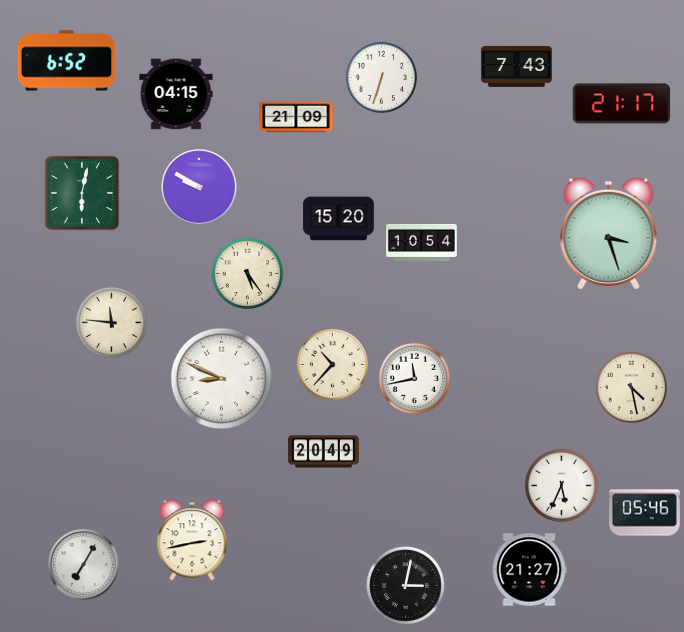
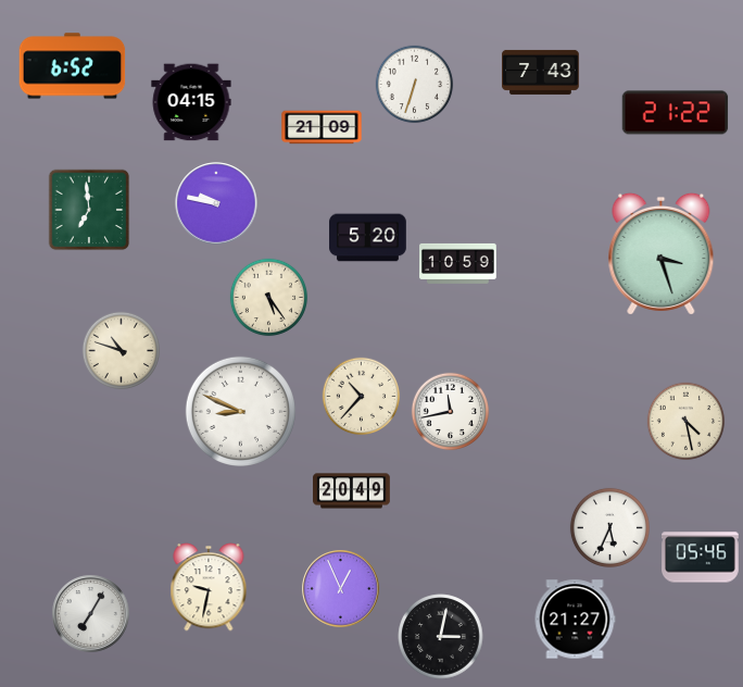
clock at (517, 66) position: (517, 66) -> (541, 72)
clock at (622, 104): 21:17 -> 21:22
clock at (199, 187): 9:50 -> 9:47
clock at (82, 193): 6:02 -> 6:59
clock at (339, 219): 15:20 -> 5:20
clock at (422, 242): 10:54 -> 10:59
clock at (112, 323): 11:46 -> 10:48
clock at (192, 540): 2:43 -> 9:32
clock at (341, 589): none -> 12:56
